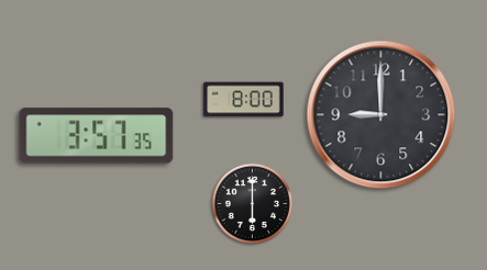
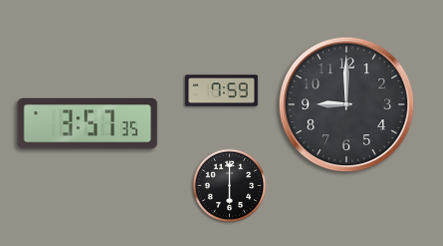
clock at (244, 100): 8:00 -> 7:59
